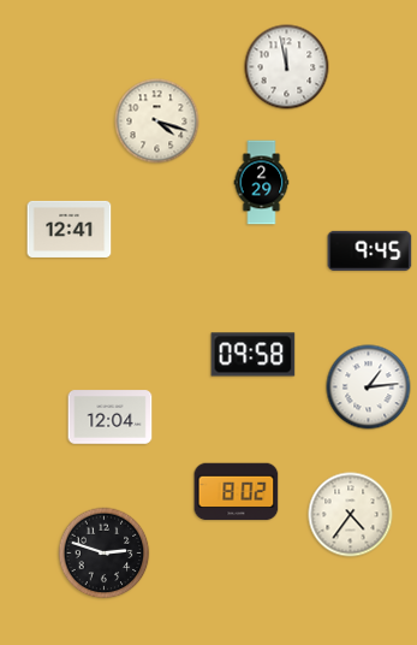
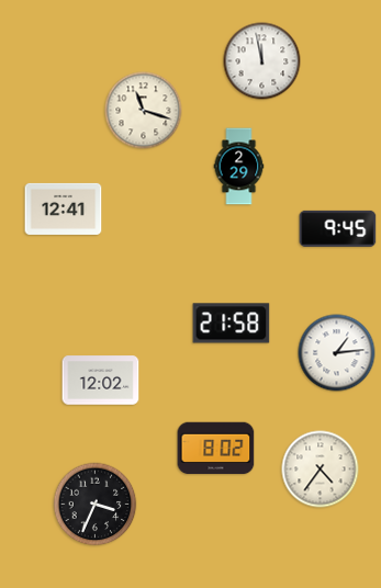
clock at (157, 122): 4:18 -> 11:18
clock at (254, 355): 09:58 -> 21:58
clock at (111, 418): 12:04 -> 12:02
clock at (105, 554): 2:48 -> 3:34
